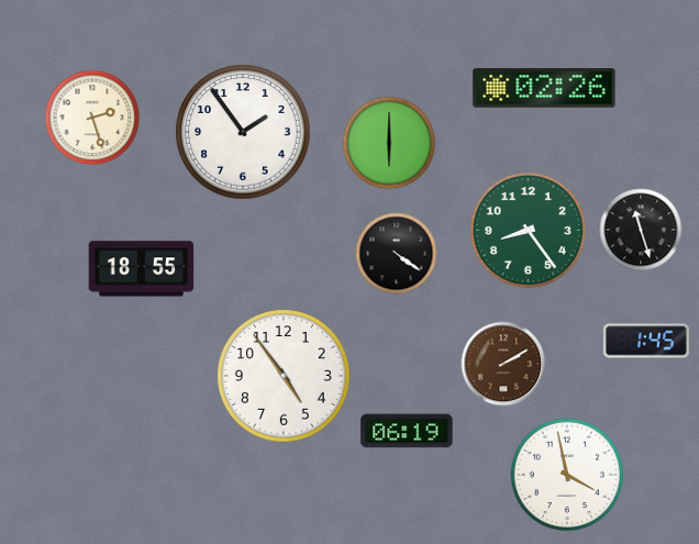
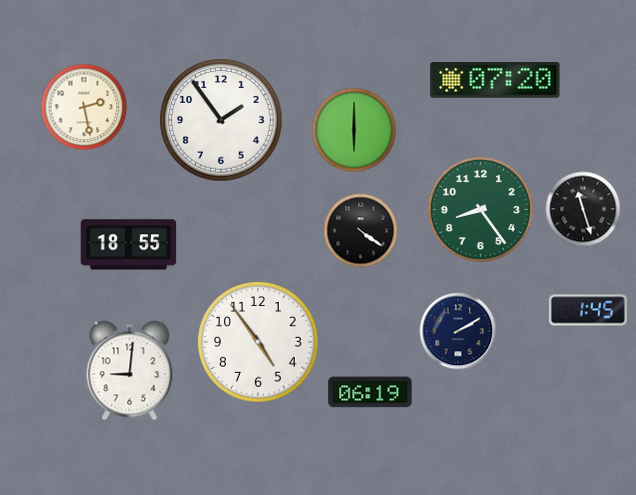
clock at (544, 89): 02:26 -> 07:20
clock at (92, 118): 2:27 -> 2:28
clock at (503, 364) dial: brown -> navy
clock at (130, 371): none -> 9:01
clock at (567, 475): 3:58 -> none
